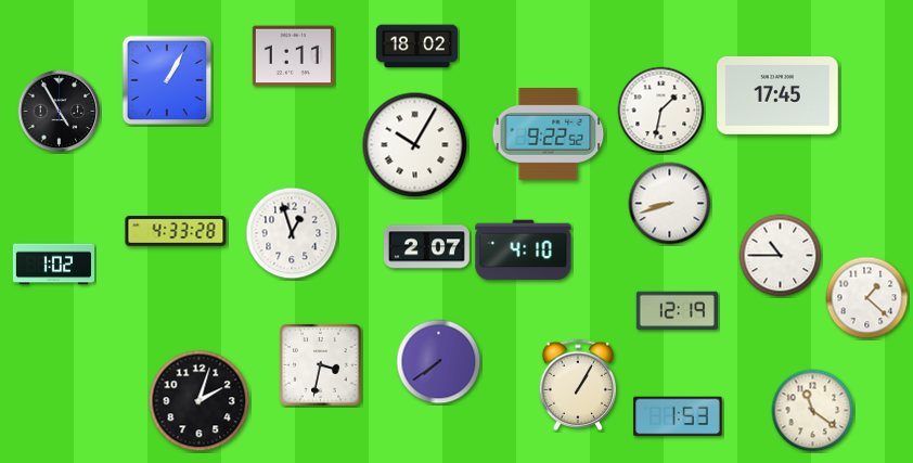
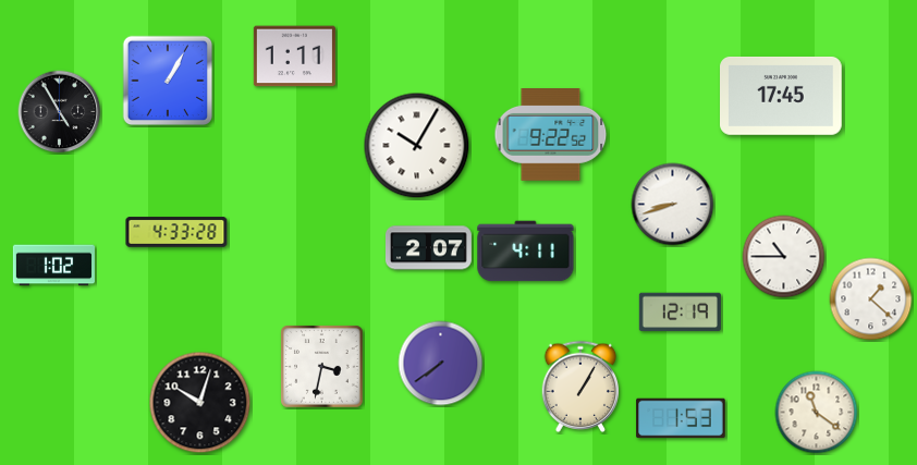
clock at (416, 47): 18:02 -> none
clock at (661, 111): 1:32 -> none
clock at (292, 233): 12:57 -> none
clock at (524, 250): 4:10 -> 4:11
clock at (200, 401): 2:03 -> 10:03
